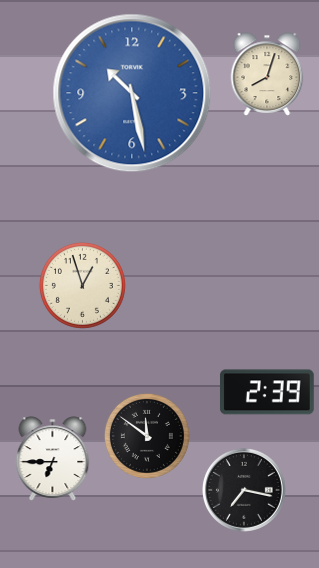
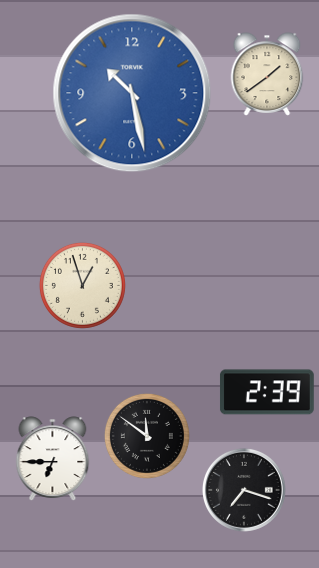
clock at (267, 74): 8:03 -> 1:39
clock at (244, 490): 7:17 -> 7:18
